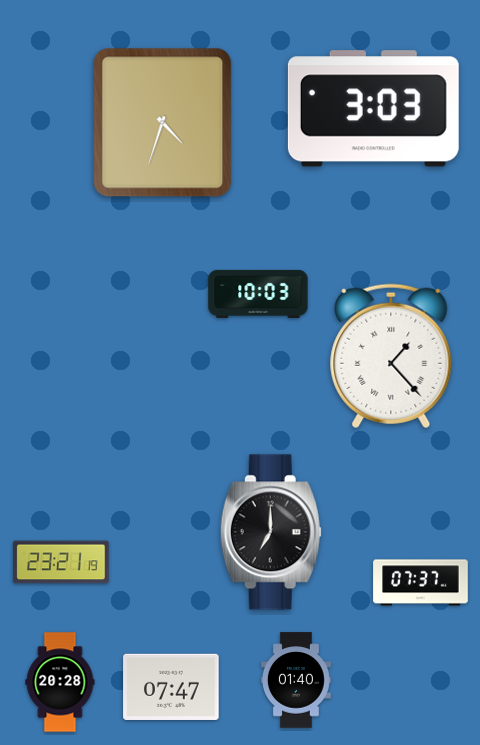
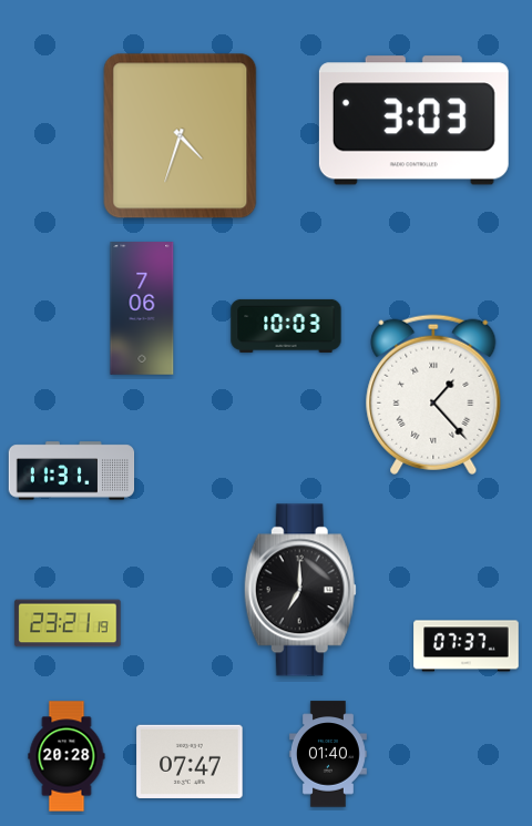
clock at (142, 308): none -> 7:06
clock at (72, 471): none -> 11:31
